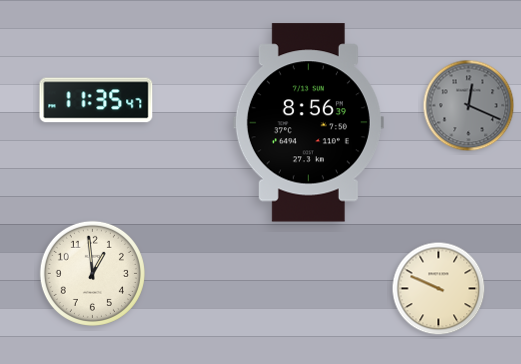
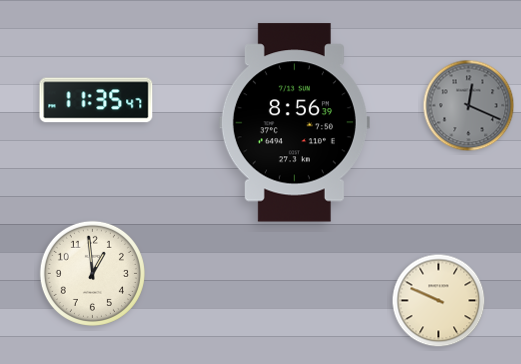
clock at (308, 123) position: (308, 123) -> (294, 123)
clock at (439, 289) position: (439, 289) -> (439, 301)
